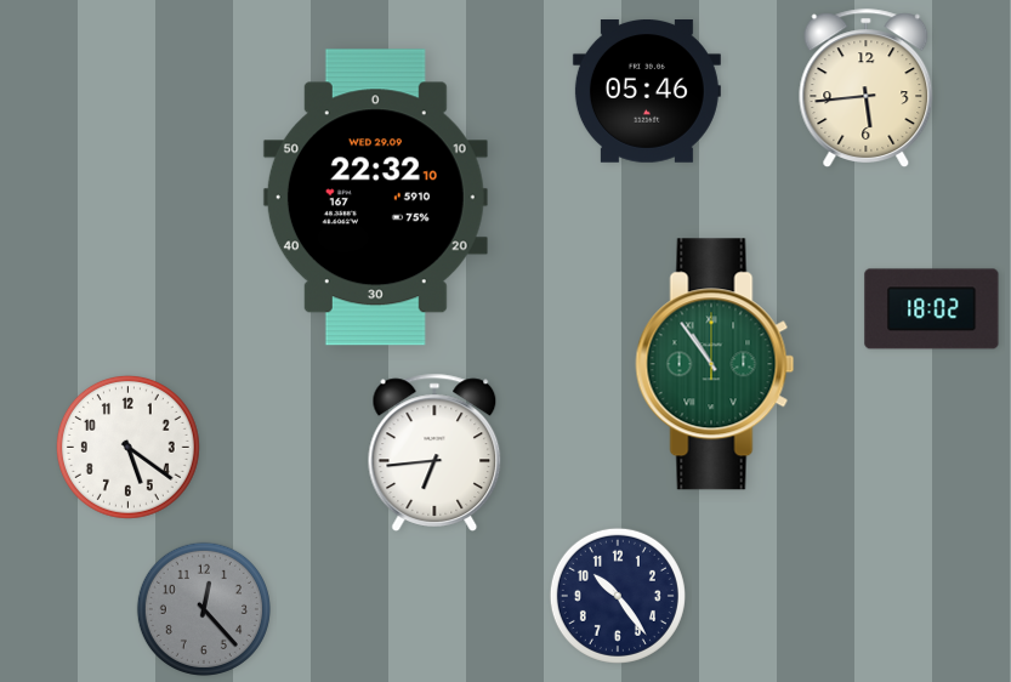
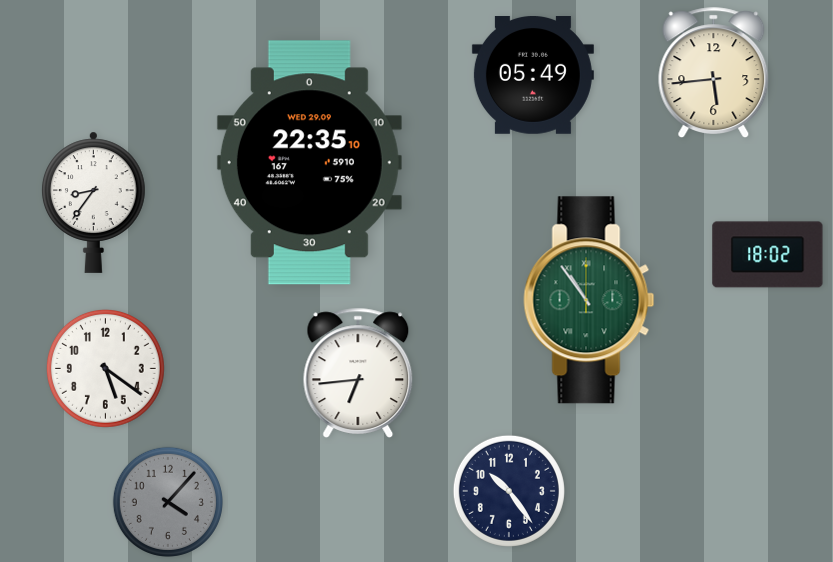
clock at (647, 92): 05:46 -> 05:49
clock at (375, 198): 22:32 -> 22:35
clock at (94, 202): none -> 8:36
clock at (204, 609): 12:23 -> 4:07
